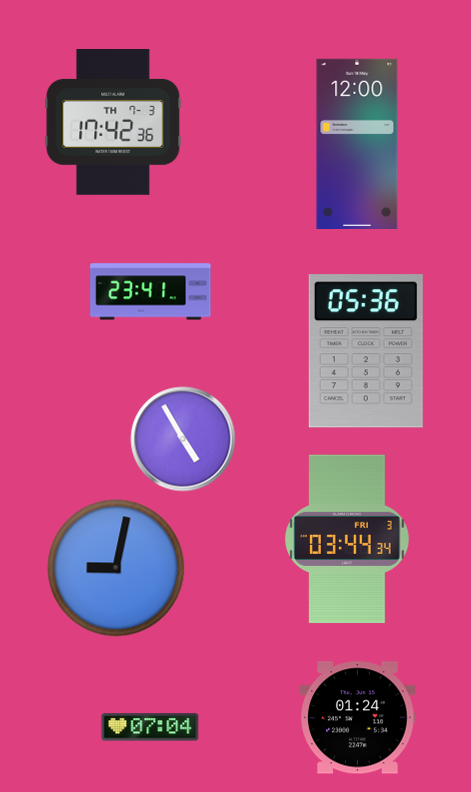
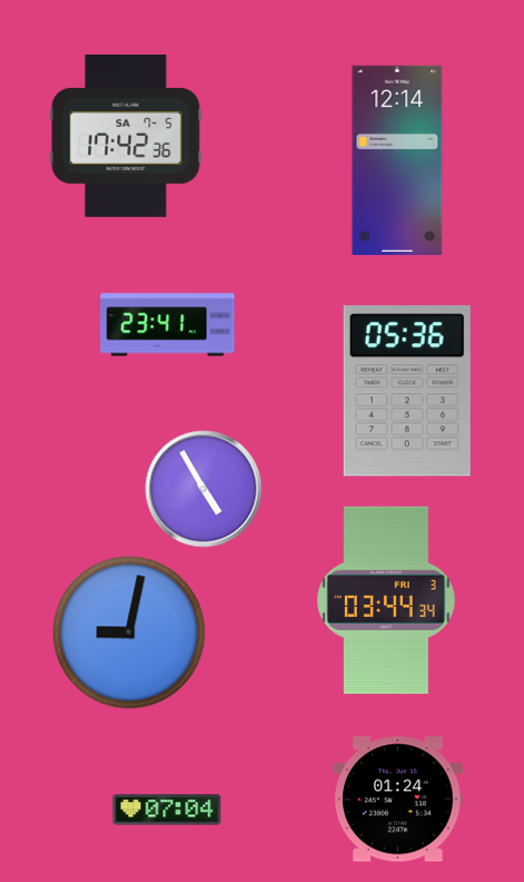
clock at (113, 122) date: TH 7-3 -> SA 7-5
clock at (357, 143): 12:00 -> 12:14
